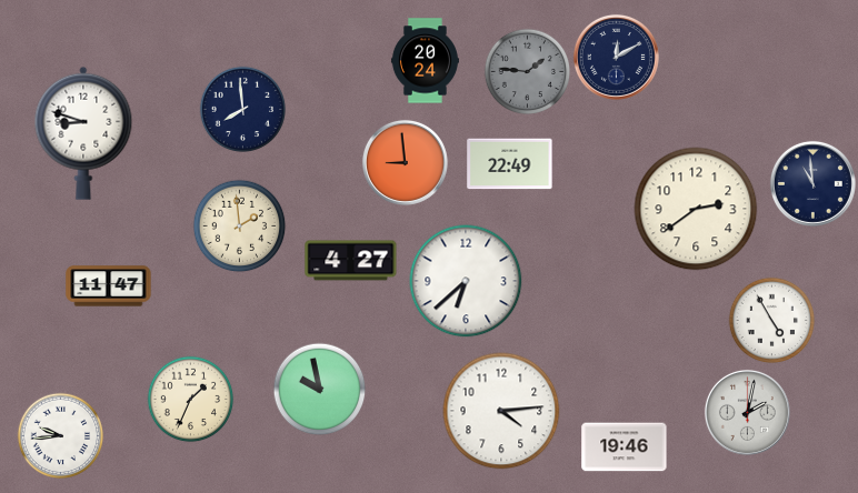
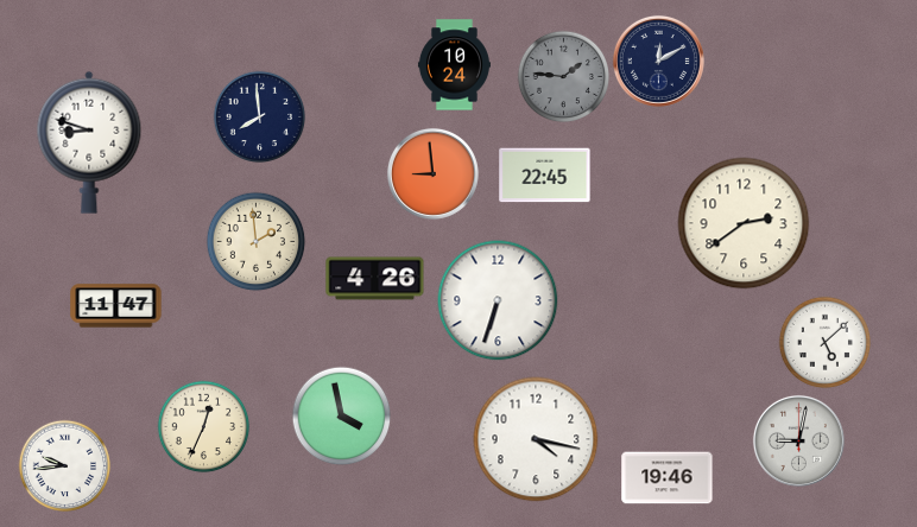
clock at (425, 61): 20:24 -> 10:24
clock at (510, 164): 22:49 -> 22:45
clock at (812, 183): 10:59 -> none
clock at (351, 261): 4:27 -> 4:26
clock at (466, 281): 6:38 -> 6:33
clock at (771, 320): 4:55 -> 5:08
clock at (319, 389): 9:58 -> 3:58
clock at (190, 399): 1:34 -> 12:34
clock at (501, 411): 4:14 -> 4:17
clock at (747, 412): 2:02 -> 9:02
